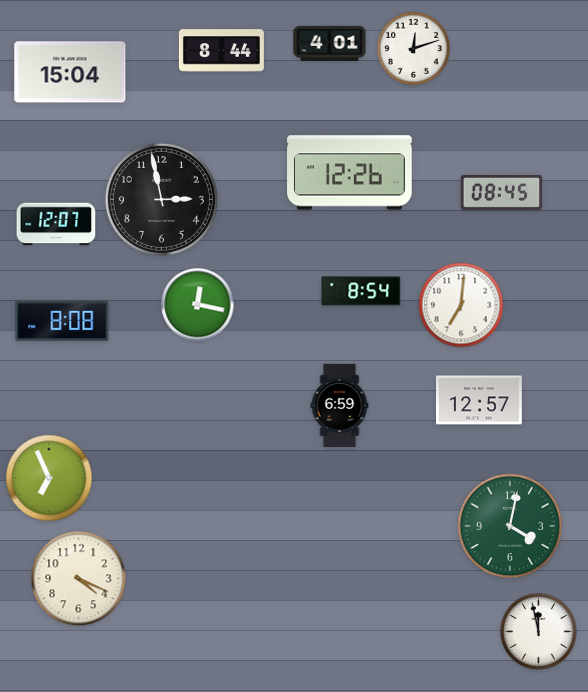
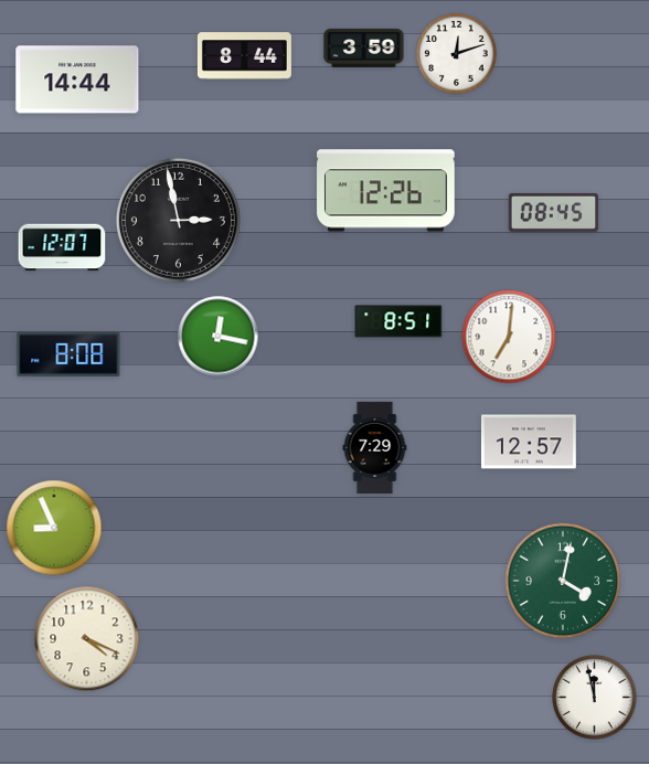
clock at (330, 43): 4:01 -> 3:59
clock at (70, 72): 15:04 -> 14:44
clock at (361, 291): 8:54 -> 8:51
clock at (340, 405): 6:59 -> 7:29
clock at (49, 478): 6:56 -> 8:56
